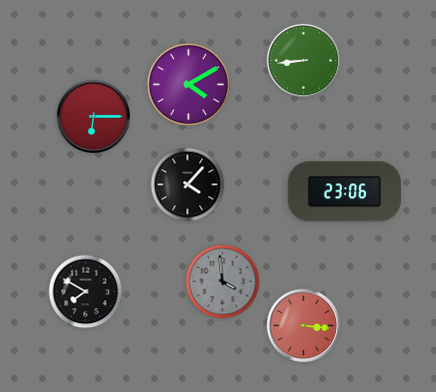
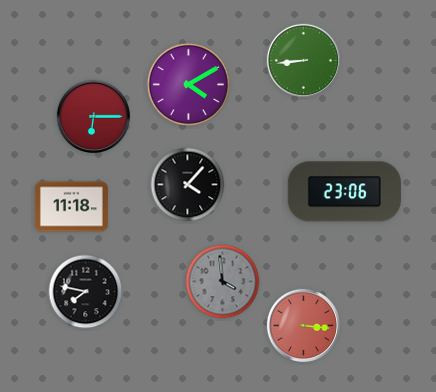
clock at (71, 207): none -> 11:18
clock at (86, 292): 7:50 -> 7:47
